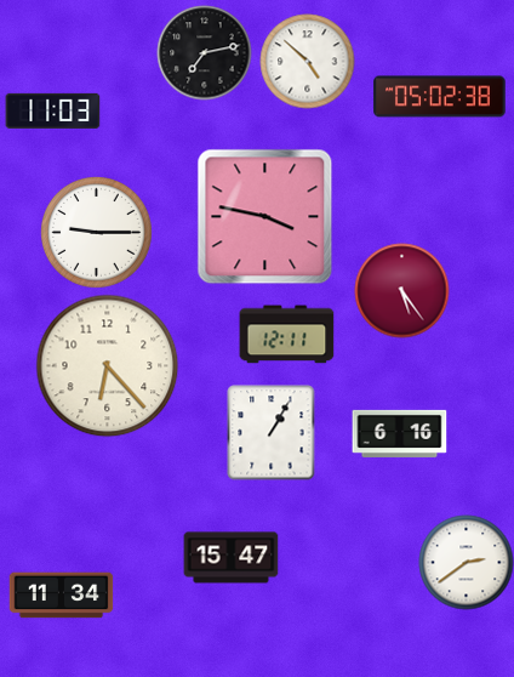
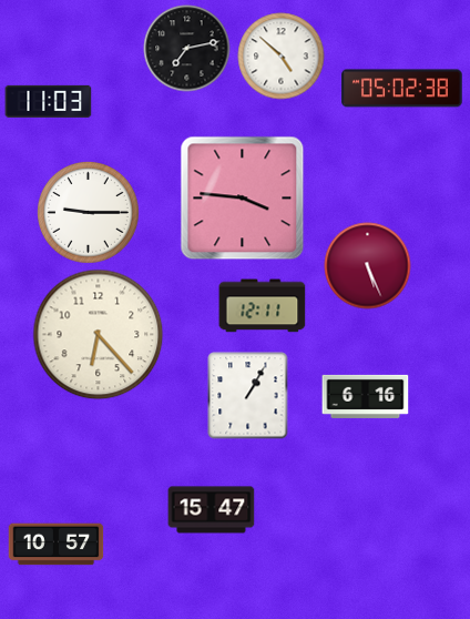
clock at (264, 216): 3:47 -> 3:46
clock at (401, 290): 5:24 -> 5:26
clock at (466, 562): 2:39 -> none
clock at (61, 596): 11:34 -> 10:57
